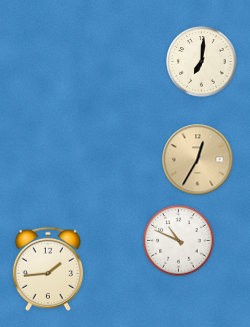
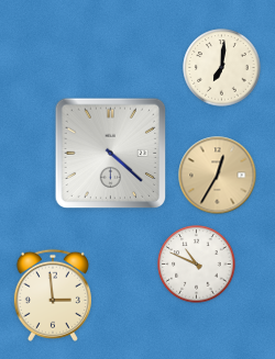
clock at (111, 154): none -> 4:22
clock at (48, 269): 1:44 -> 2:59
